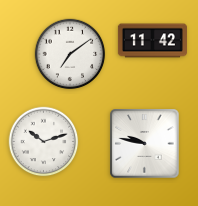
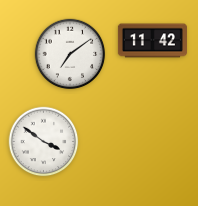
clock at (44, 142): 10:12 -> 3:51
clock at (145, 144): 9:47 -> none
